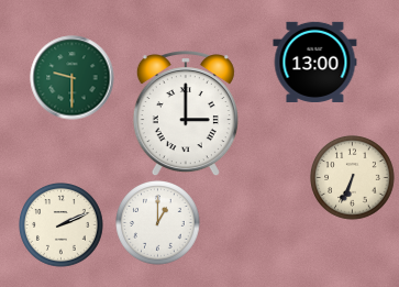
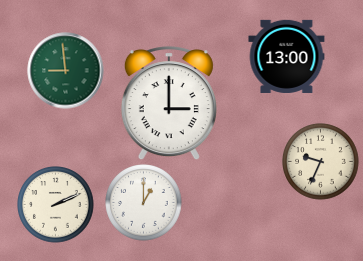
clock at (73, 78): 9:30 -> 8:59
clock at (353, 178): 6:34 -> 9:34
